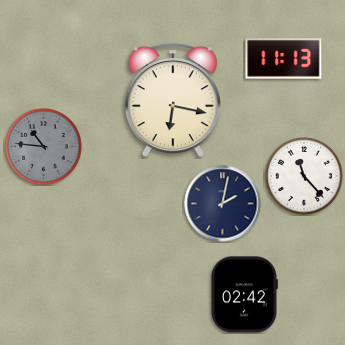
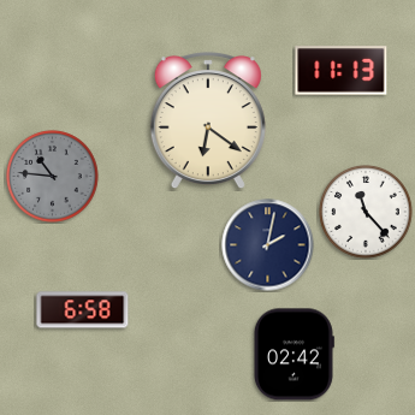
clock at (173, 101): 6:17 -> 6:21
clock at (83, 310): none -> 6:58
